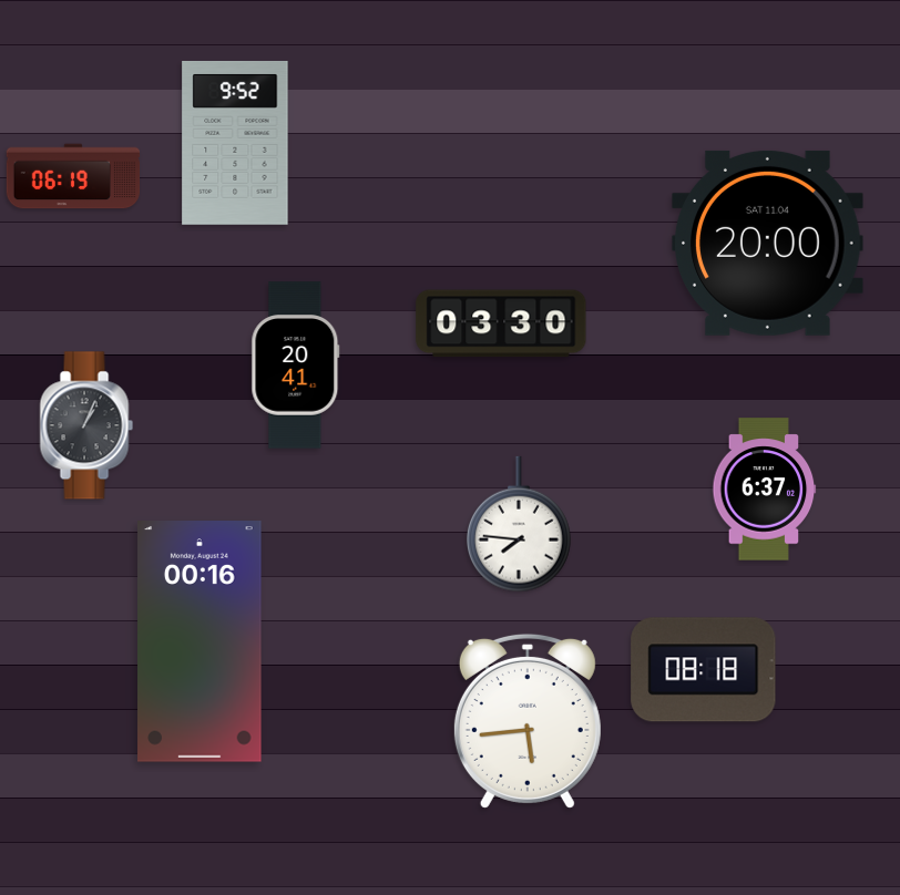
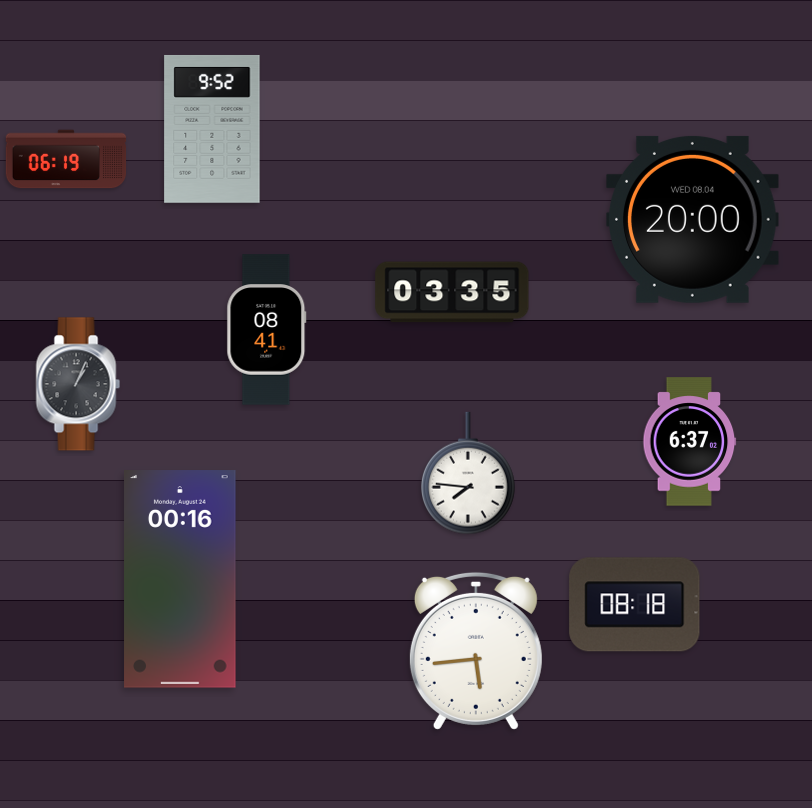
clock at (768, 243) date: SAT 11.04 -> WED 08.04
clock at (501, 323): 03:30 -> 03:35
clock at (296, 366): 20:41 -> 08:41
